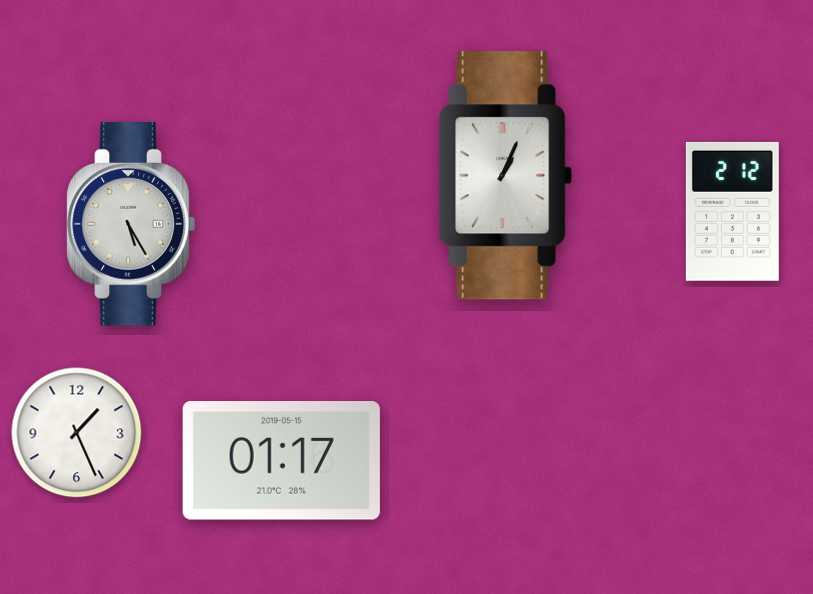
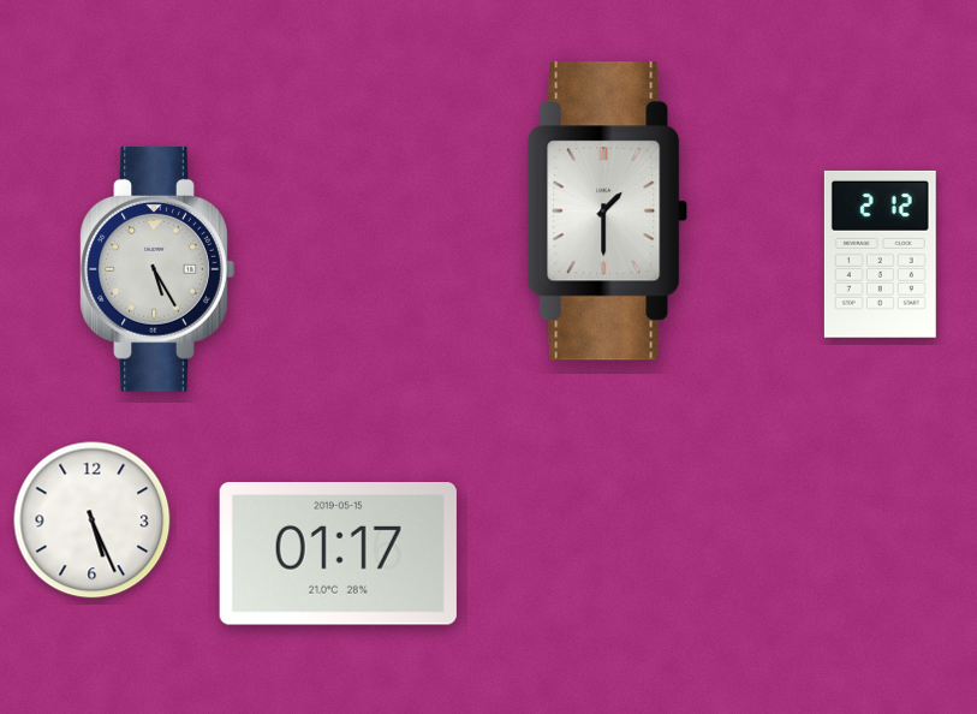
clock at (506, 176): 1:04 -> 1:30
clock at (77, 433): 1:26 -> 5:26
